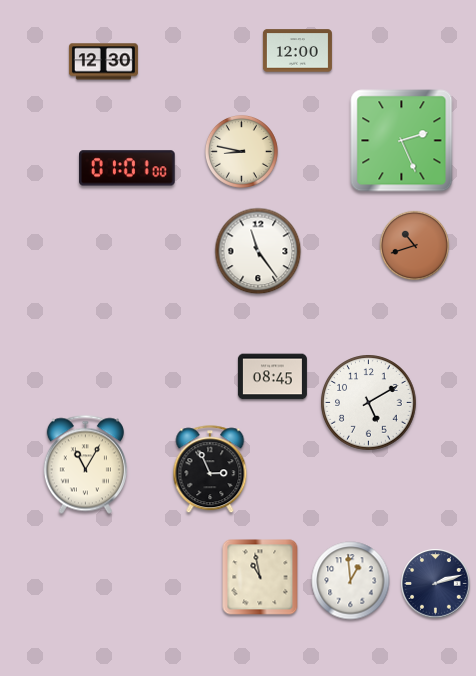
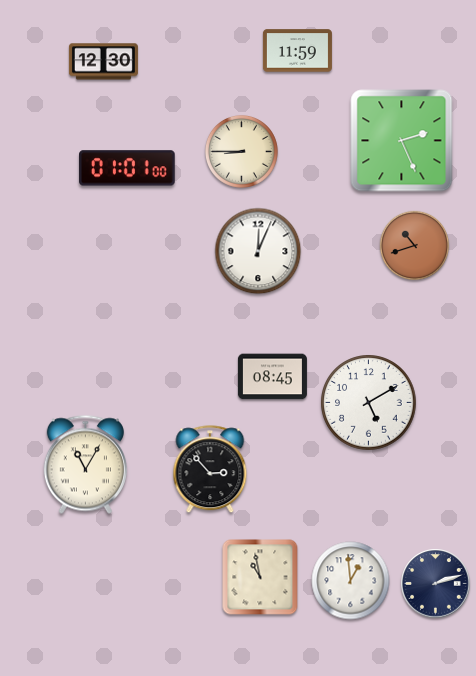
clock at (297, 51): 12:00 -> 11:59
clock at (241, 151): 8:47 -> 8:45
clock at (258, 251): 11:24 -> 12:04
clock at (210, 470): 2:56 -> 2:53
